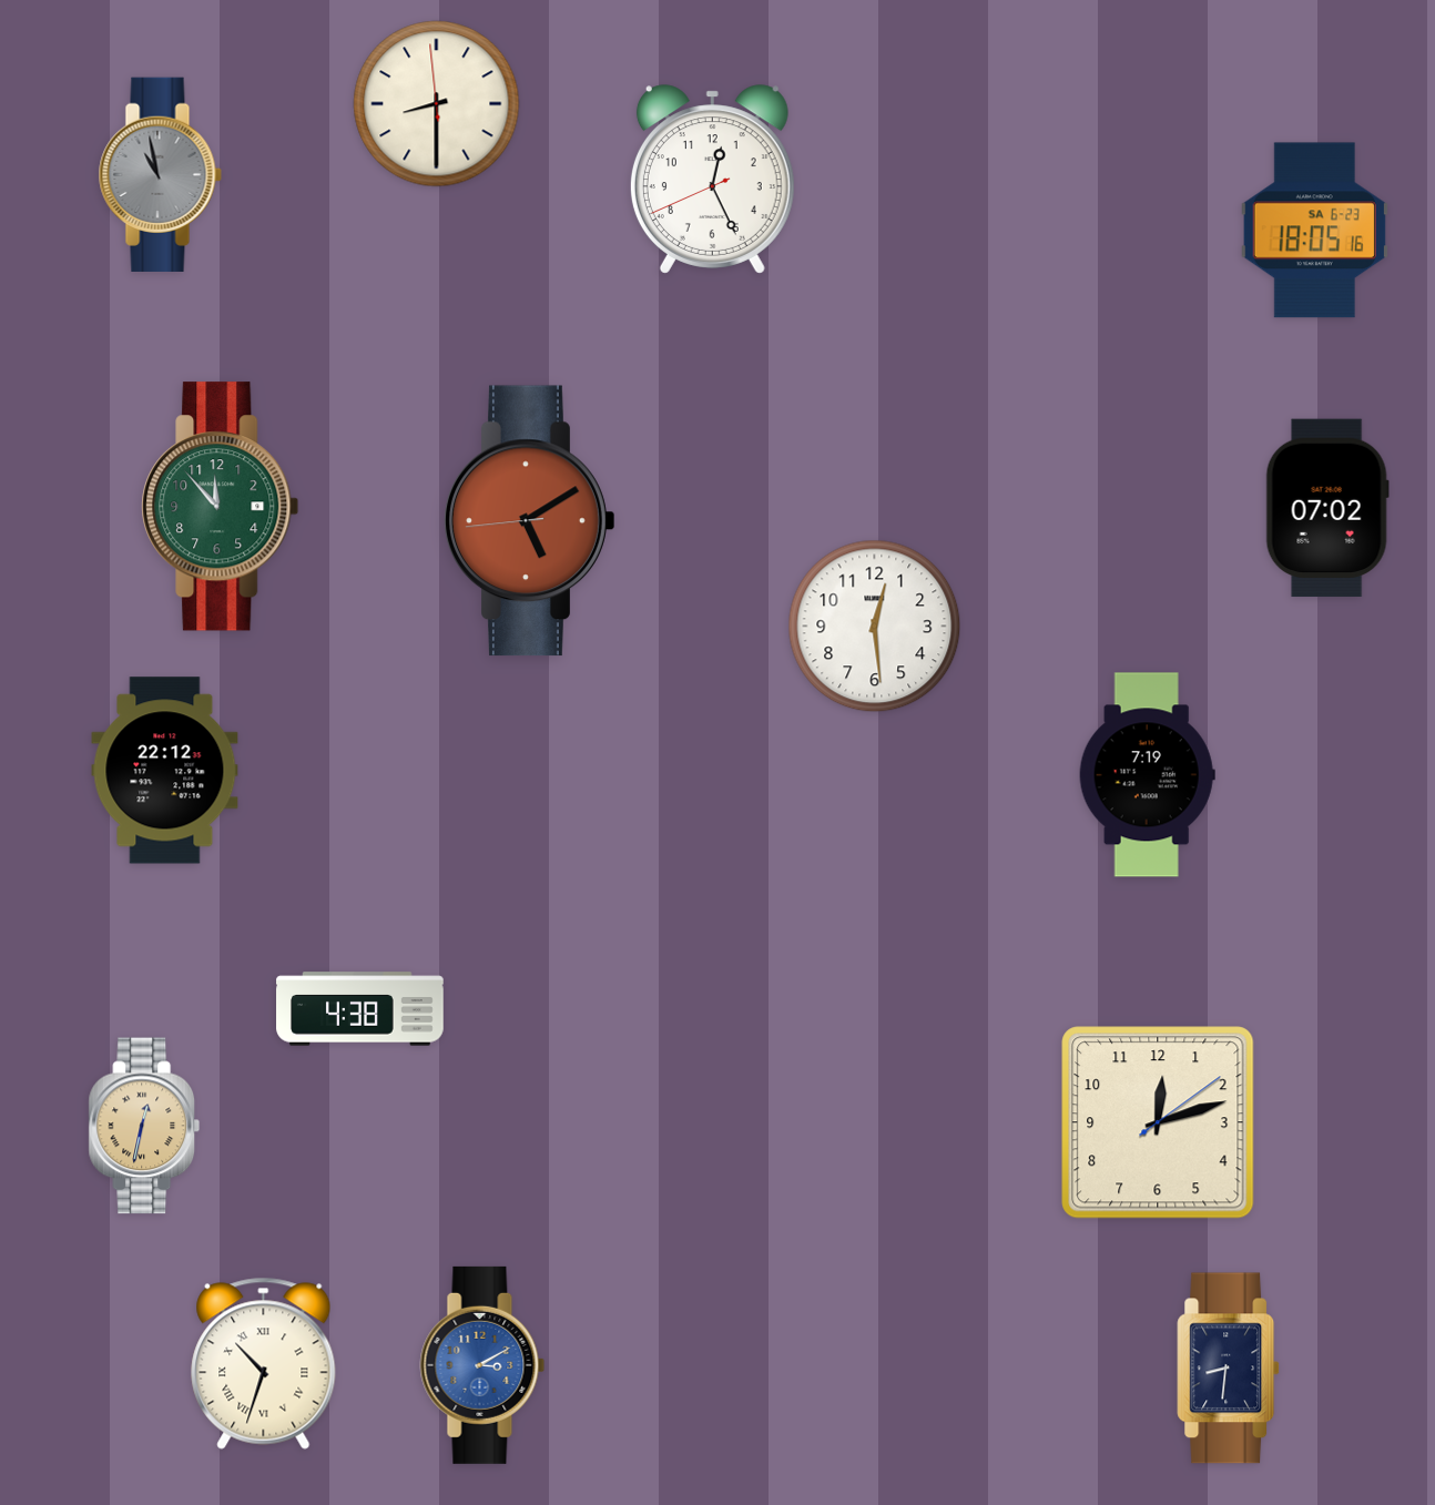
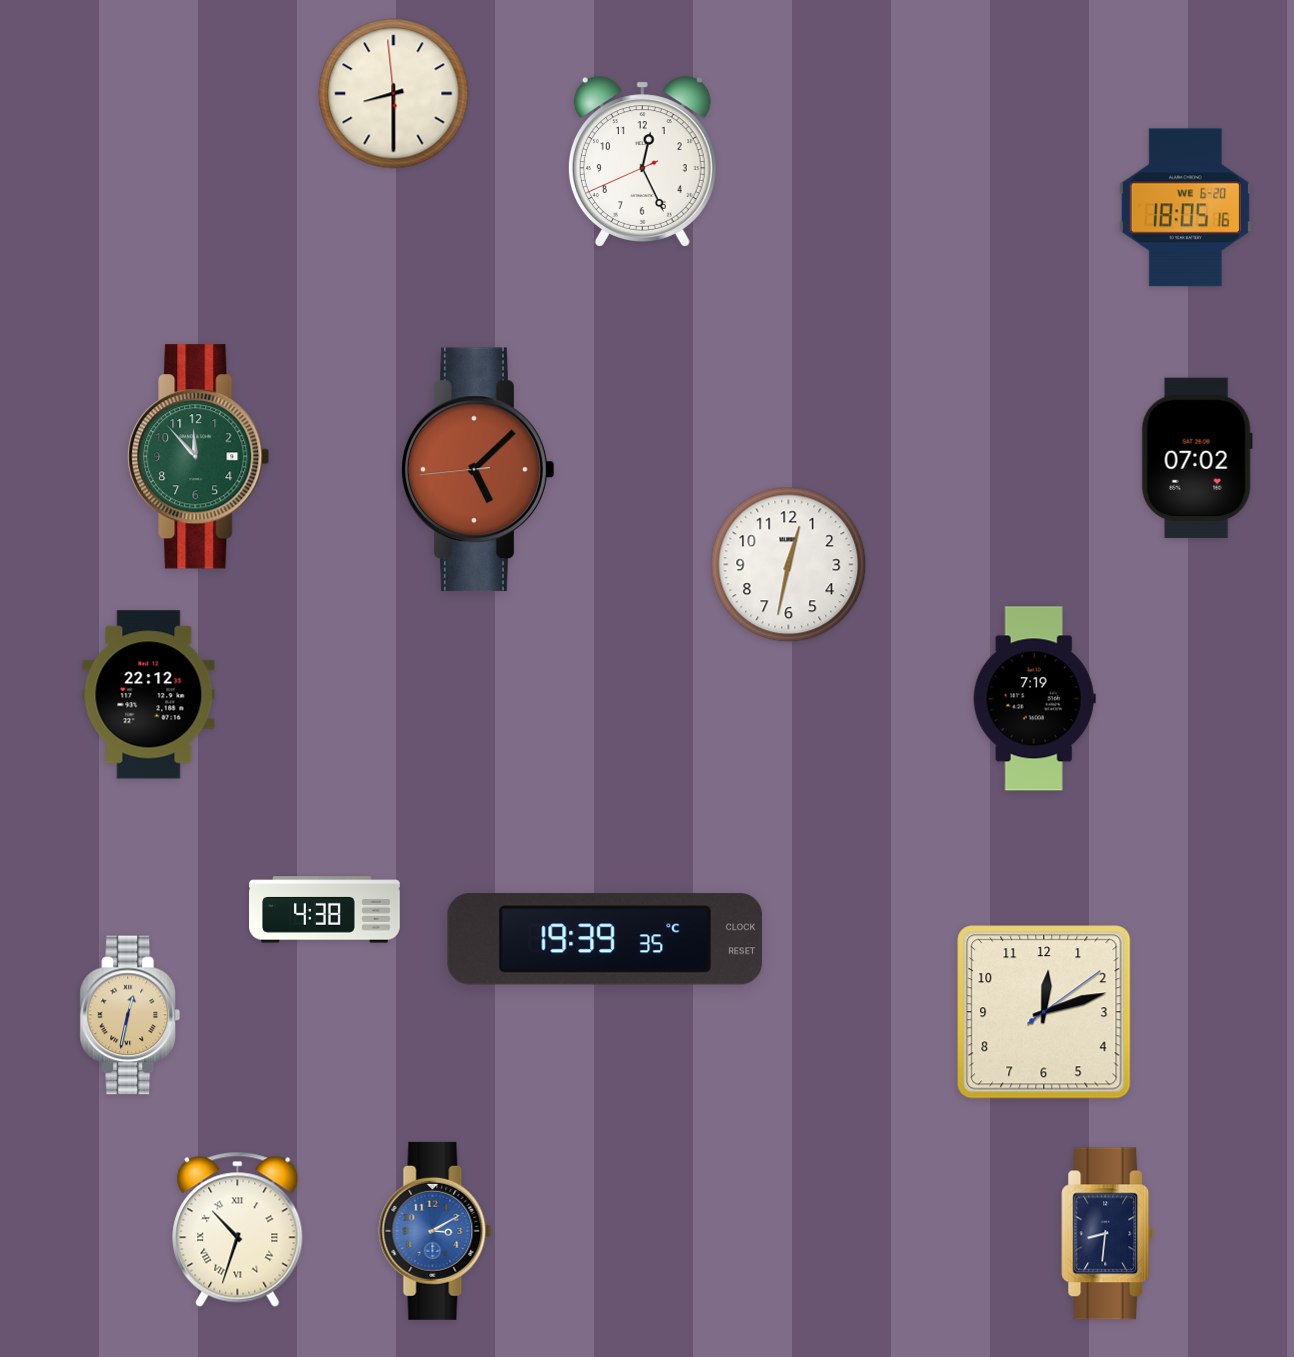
clock at (160, 174): 10:58 -> none
clock at (1314, 231) date: SA 6-23 -> WE 6-20
clock at (530, 521): 5:09 -> 5:07
clock at (875, 627): 12:29 -> 12:32
clock at (605, 939): none -> 19:39
